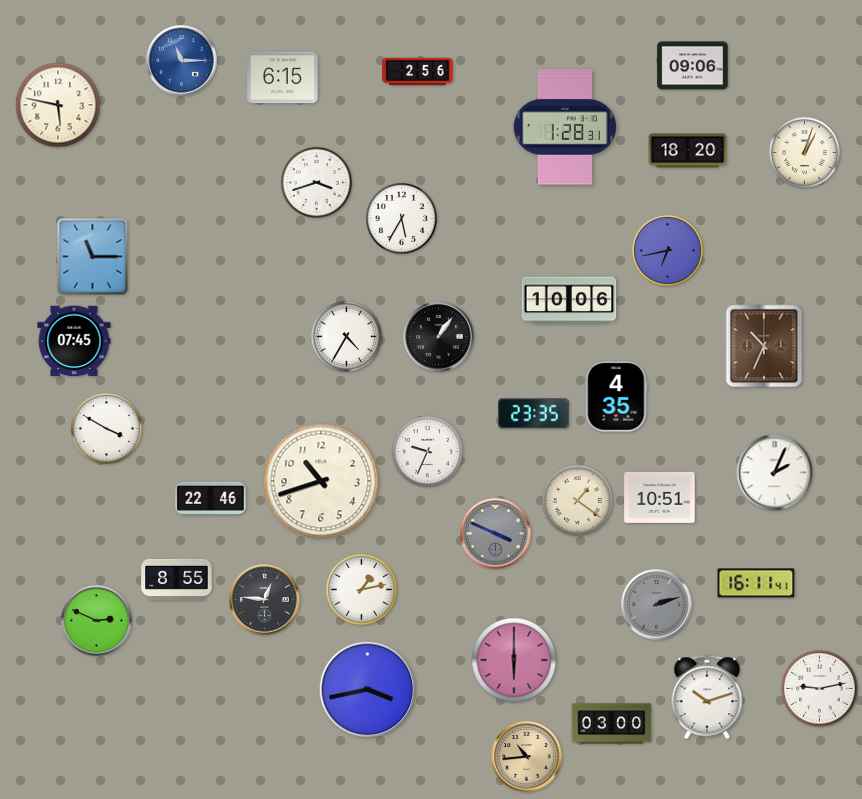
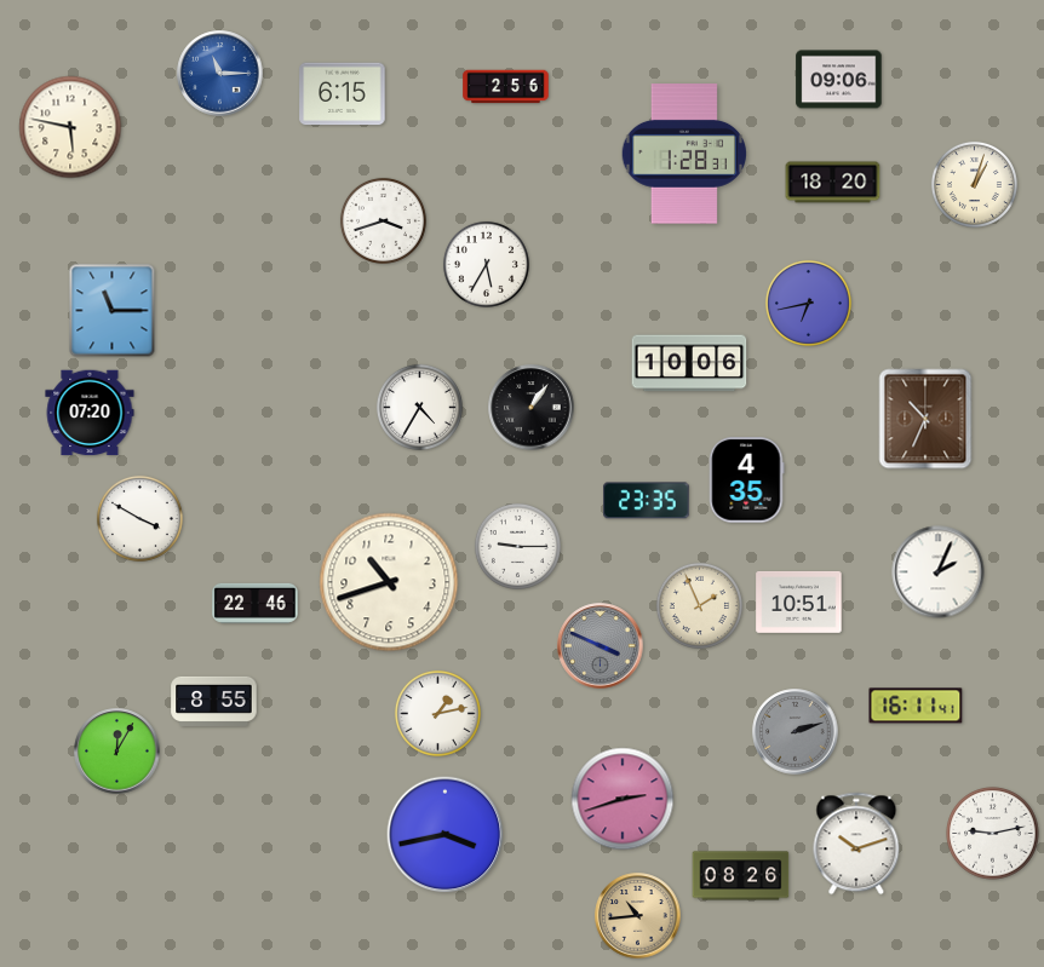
clock at (74, 341): 07:45 -> 07:20
clock at (106, 428) position: (106, 428) -> (139, 518)
clock at (427, 451): 9:34 -> 9:15
clock at (577, 500): 1:21 -> 1:56
clock at (265, 600): 12:46 -> none
clock at (97, 621): 2:49 -> 12:05
clock at (514, 660): 6:00 -> 2:42
clock at (612, 724): 03:00 -> 08:26
